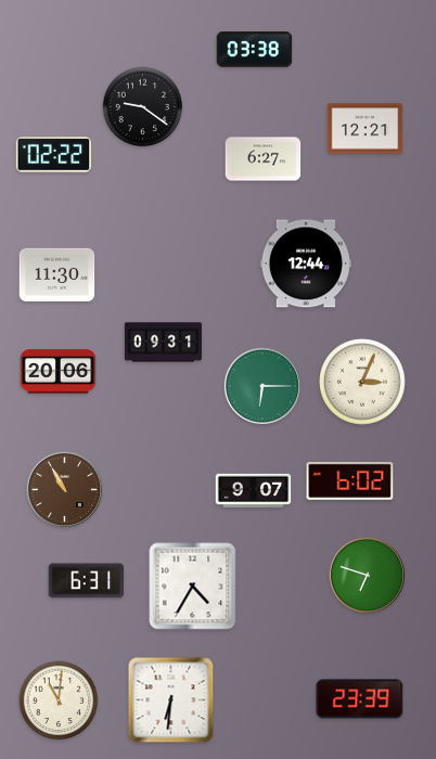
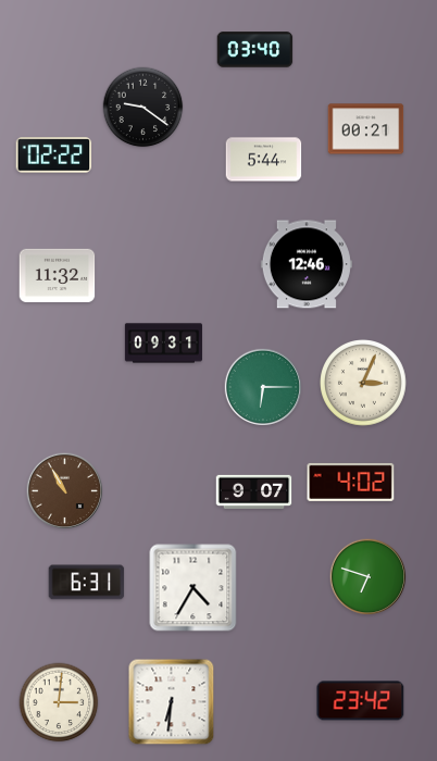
clock at (255, 50): 03:38 -> 03:40
clock at (366, 129): 12:21 -> 00:21
clock at (264, 159): 6:27 -> 5:44
clock at (306, 263): 12:44 -> 12:46
clock at (57, 274): 11:30 -> 11:32
clock at (59, 372): 20:06 -> none
clock at (350, 480): 6:02 -> 4:02
clock at (360, 699): 23:39 -> 23:42
clock at (59, 700): 11:01 -> 3:01
